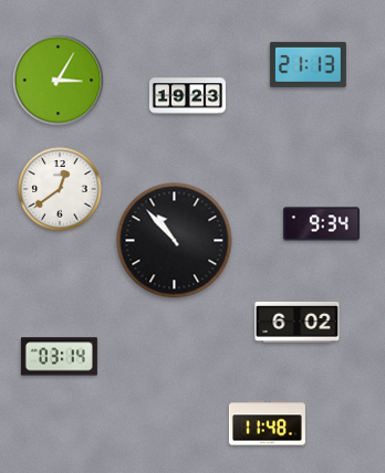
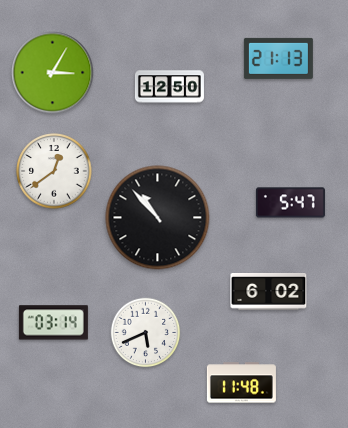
clock at (187, 96): 19:23 -> 12:50
clock at (321, 224): 9:34 -> 5:47
clock at (146, 333): none -> 5:41
